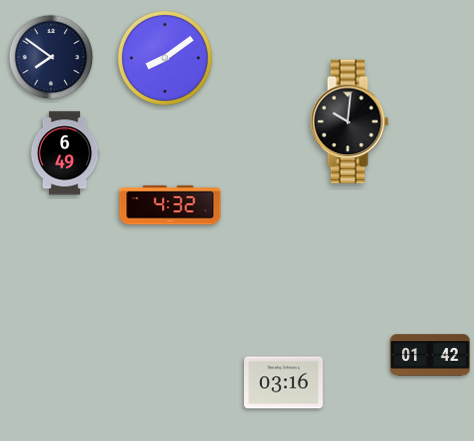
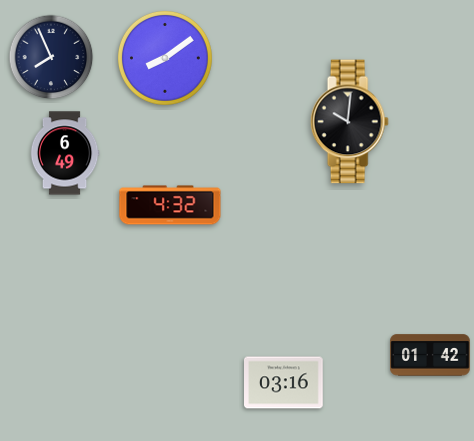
clock at (51, 57): 7:51 -> 7:56
